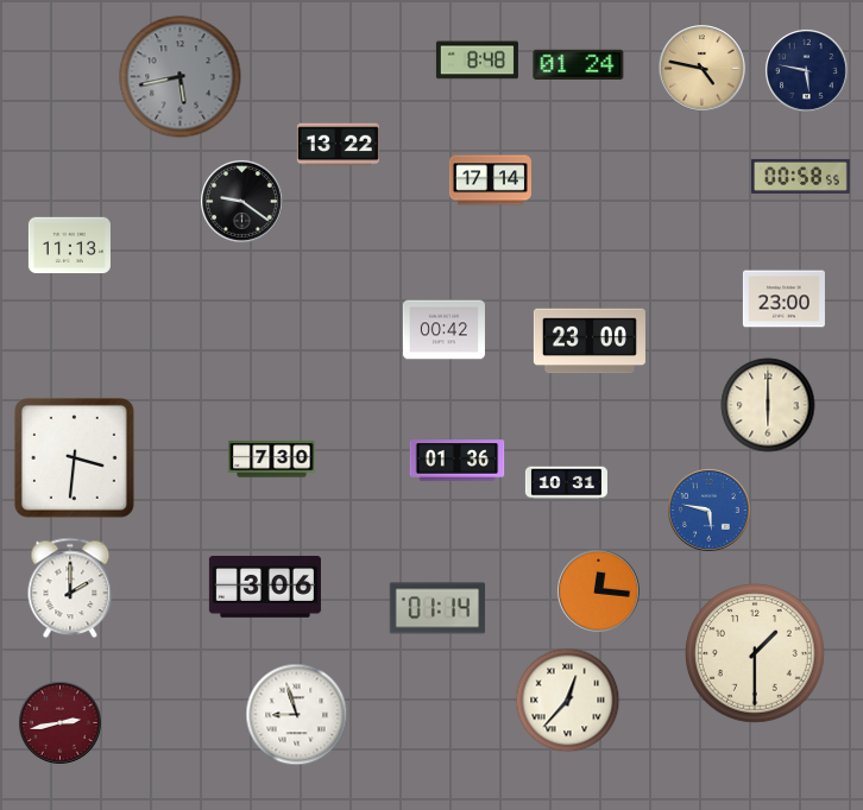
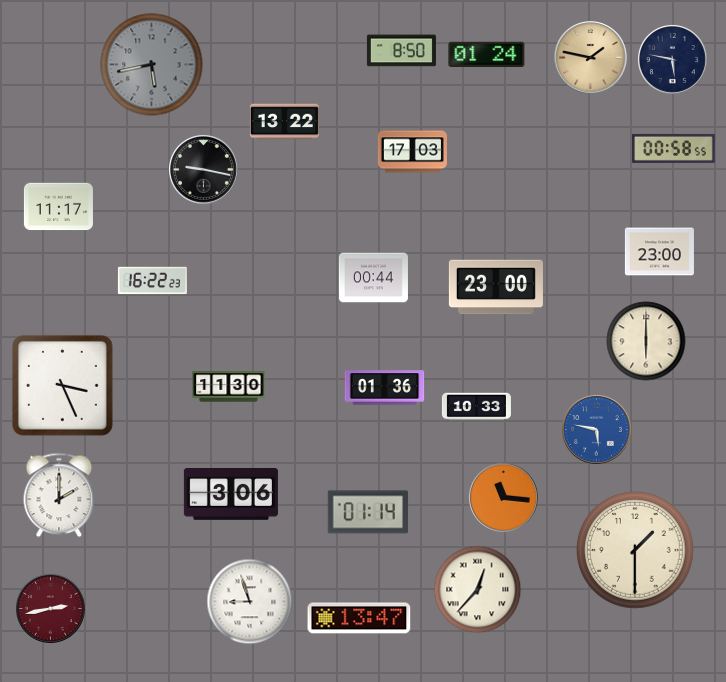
clock at (477, 61): 8:48 -> 8:50
clock at (703, 69): 4:47 -> 1:47
clock at (807, 71) position: (807, 71) -> (673, 60)
clock at (490, 181): 17:14 -> 17:03
clock at (242, 202): 9:21 -> 9:17
clock at (69, 246): 11:13 -> 11:17
clock at (443, 330): 00:42 -> 00:44
clock at (152, 281): none -> 16:22
clock at (74, 457): 3:31 -> 3:26
clock at (272, 460): 7:30 -> 11:30
clock at (566, 483): 10:31 -> 10:33
clock at (265, 587) position: (265, 587) -> (231, 494)
clock at (599, 591): 12:16 -> 11:16
clock at (359, 618): none -> 13:47
